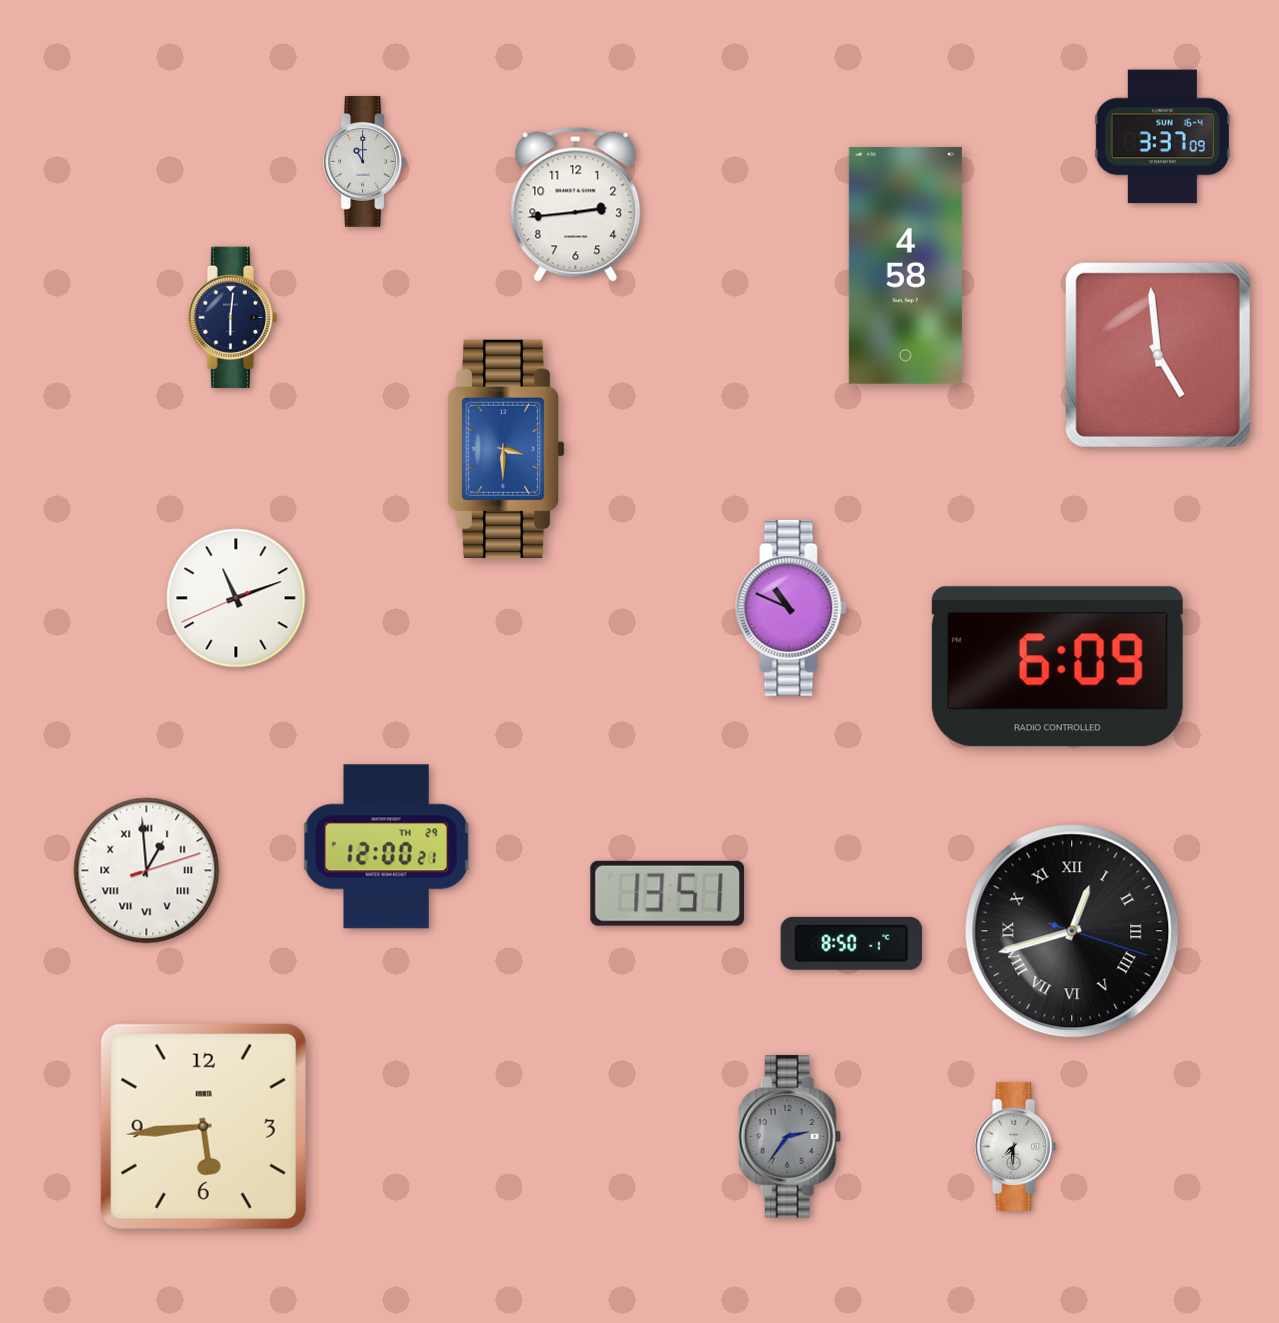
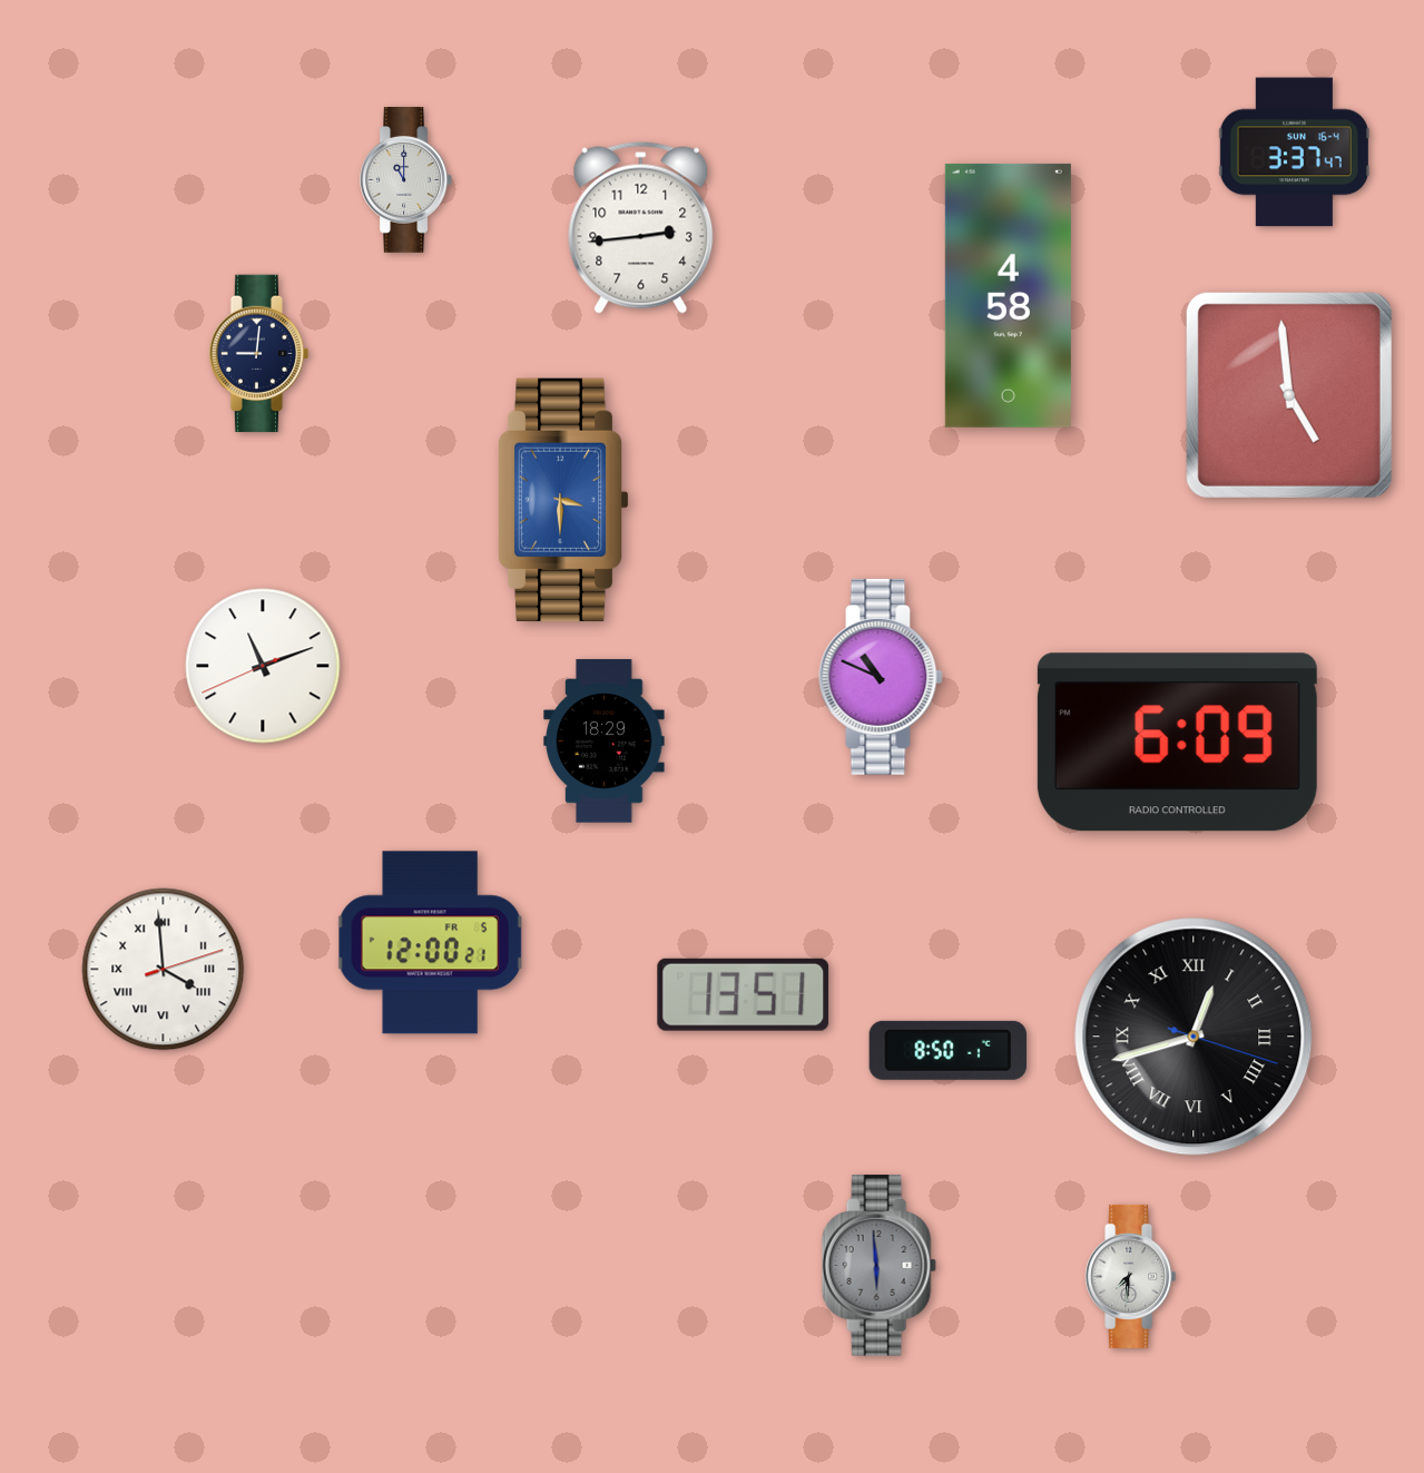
clock at (1162, 137): 3:37:09 -> 3:37:47
clock at (233, 318): 6:01 -> 9:01
clock at (605, 742): none -> 18:29
clock at (386, 847) date: TH 29 -> FR 5
clock at (147, 871): 12:59 -> 3:59
clock at (203, 1126): 5:44 -> none
clock at (789, 1137): 2:36 -> 5:59
